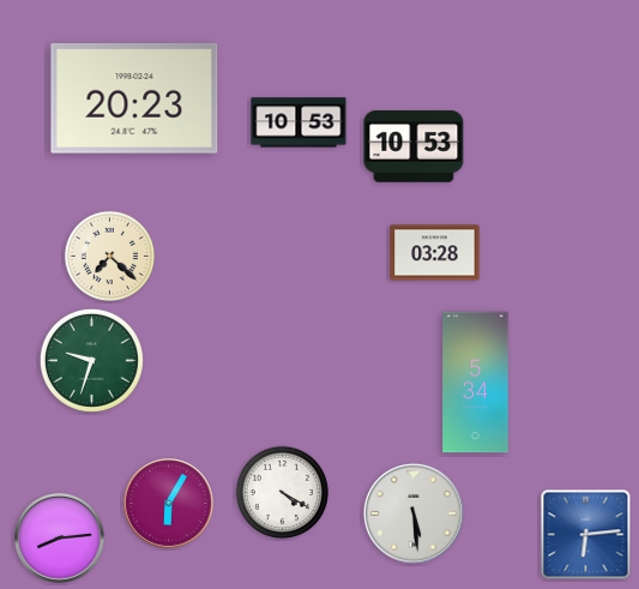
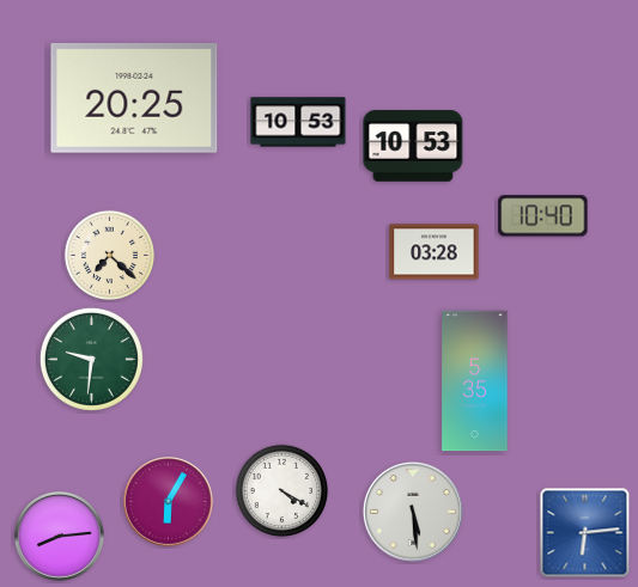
clock at (134, 100): 20:23 -> 20:25
clock at (543, 216): none -> 10:40
clock at (91, 360): 9:33 -> 9:31
clock at (476, 383): 5:34 -> 5:35
